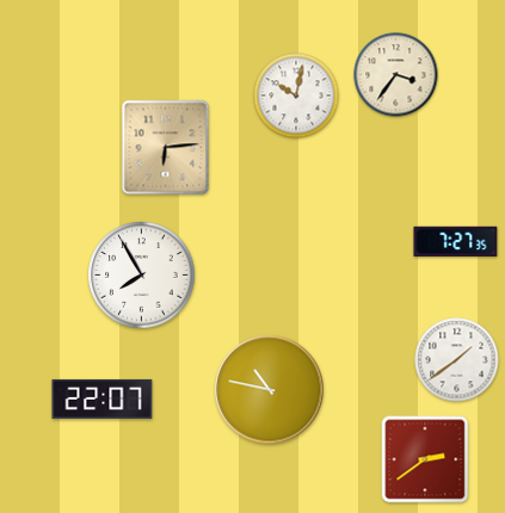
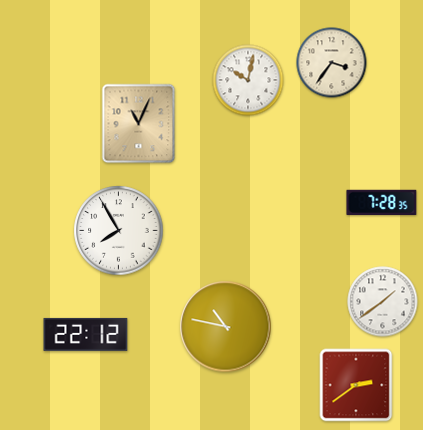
clock at (166, 148): 6:14 -> 11:04
clock at (456, 241): 7:27 -> 7:28
clock at (103, 398): 22:07 -> 22:12
